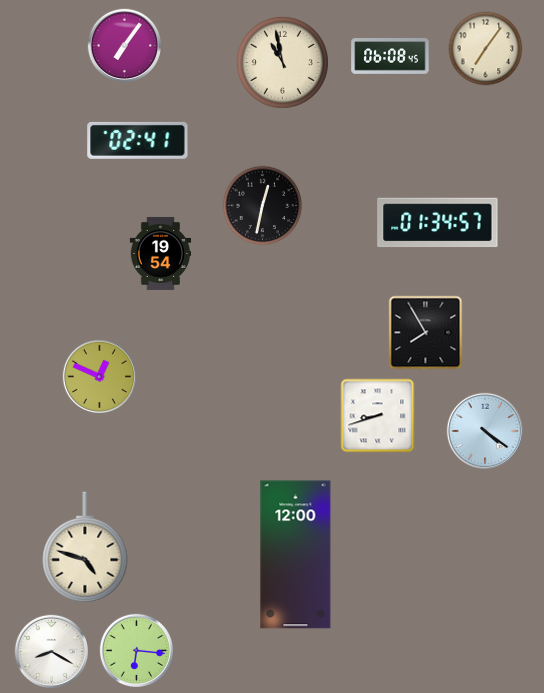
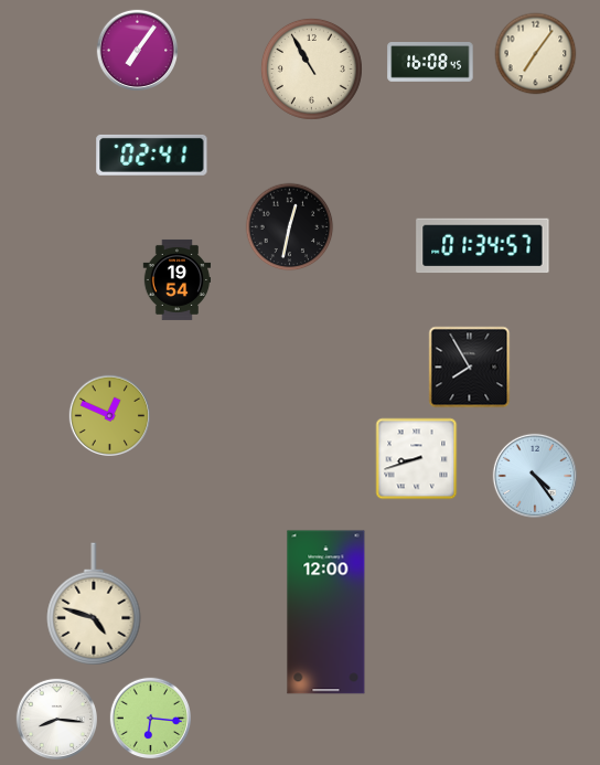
clock at (390, 56): 06:08 -> 16:08
clock at (282, 62): 10:58 -> 10:55
clock at (484, 430): 4:21 -> 4:24
clock at (51, 651): 8:20 -> 8:16
